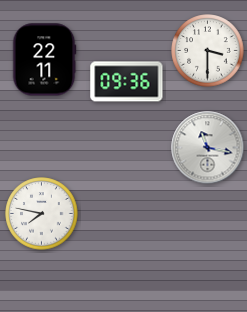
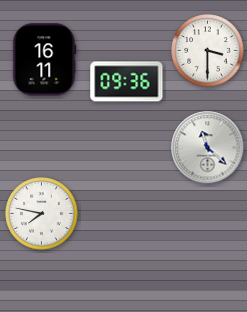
clock at (44, 60): 22:11 -> 16:11
clock at (208, 148): 11:17 -> 11:22
